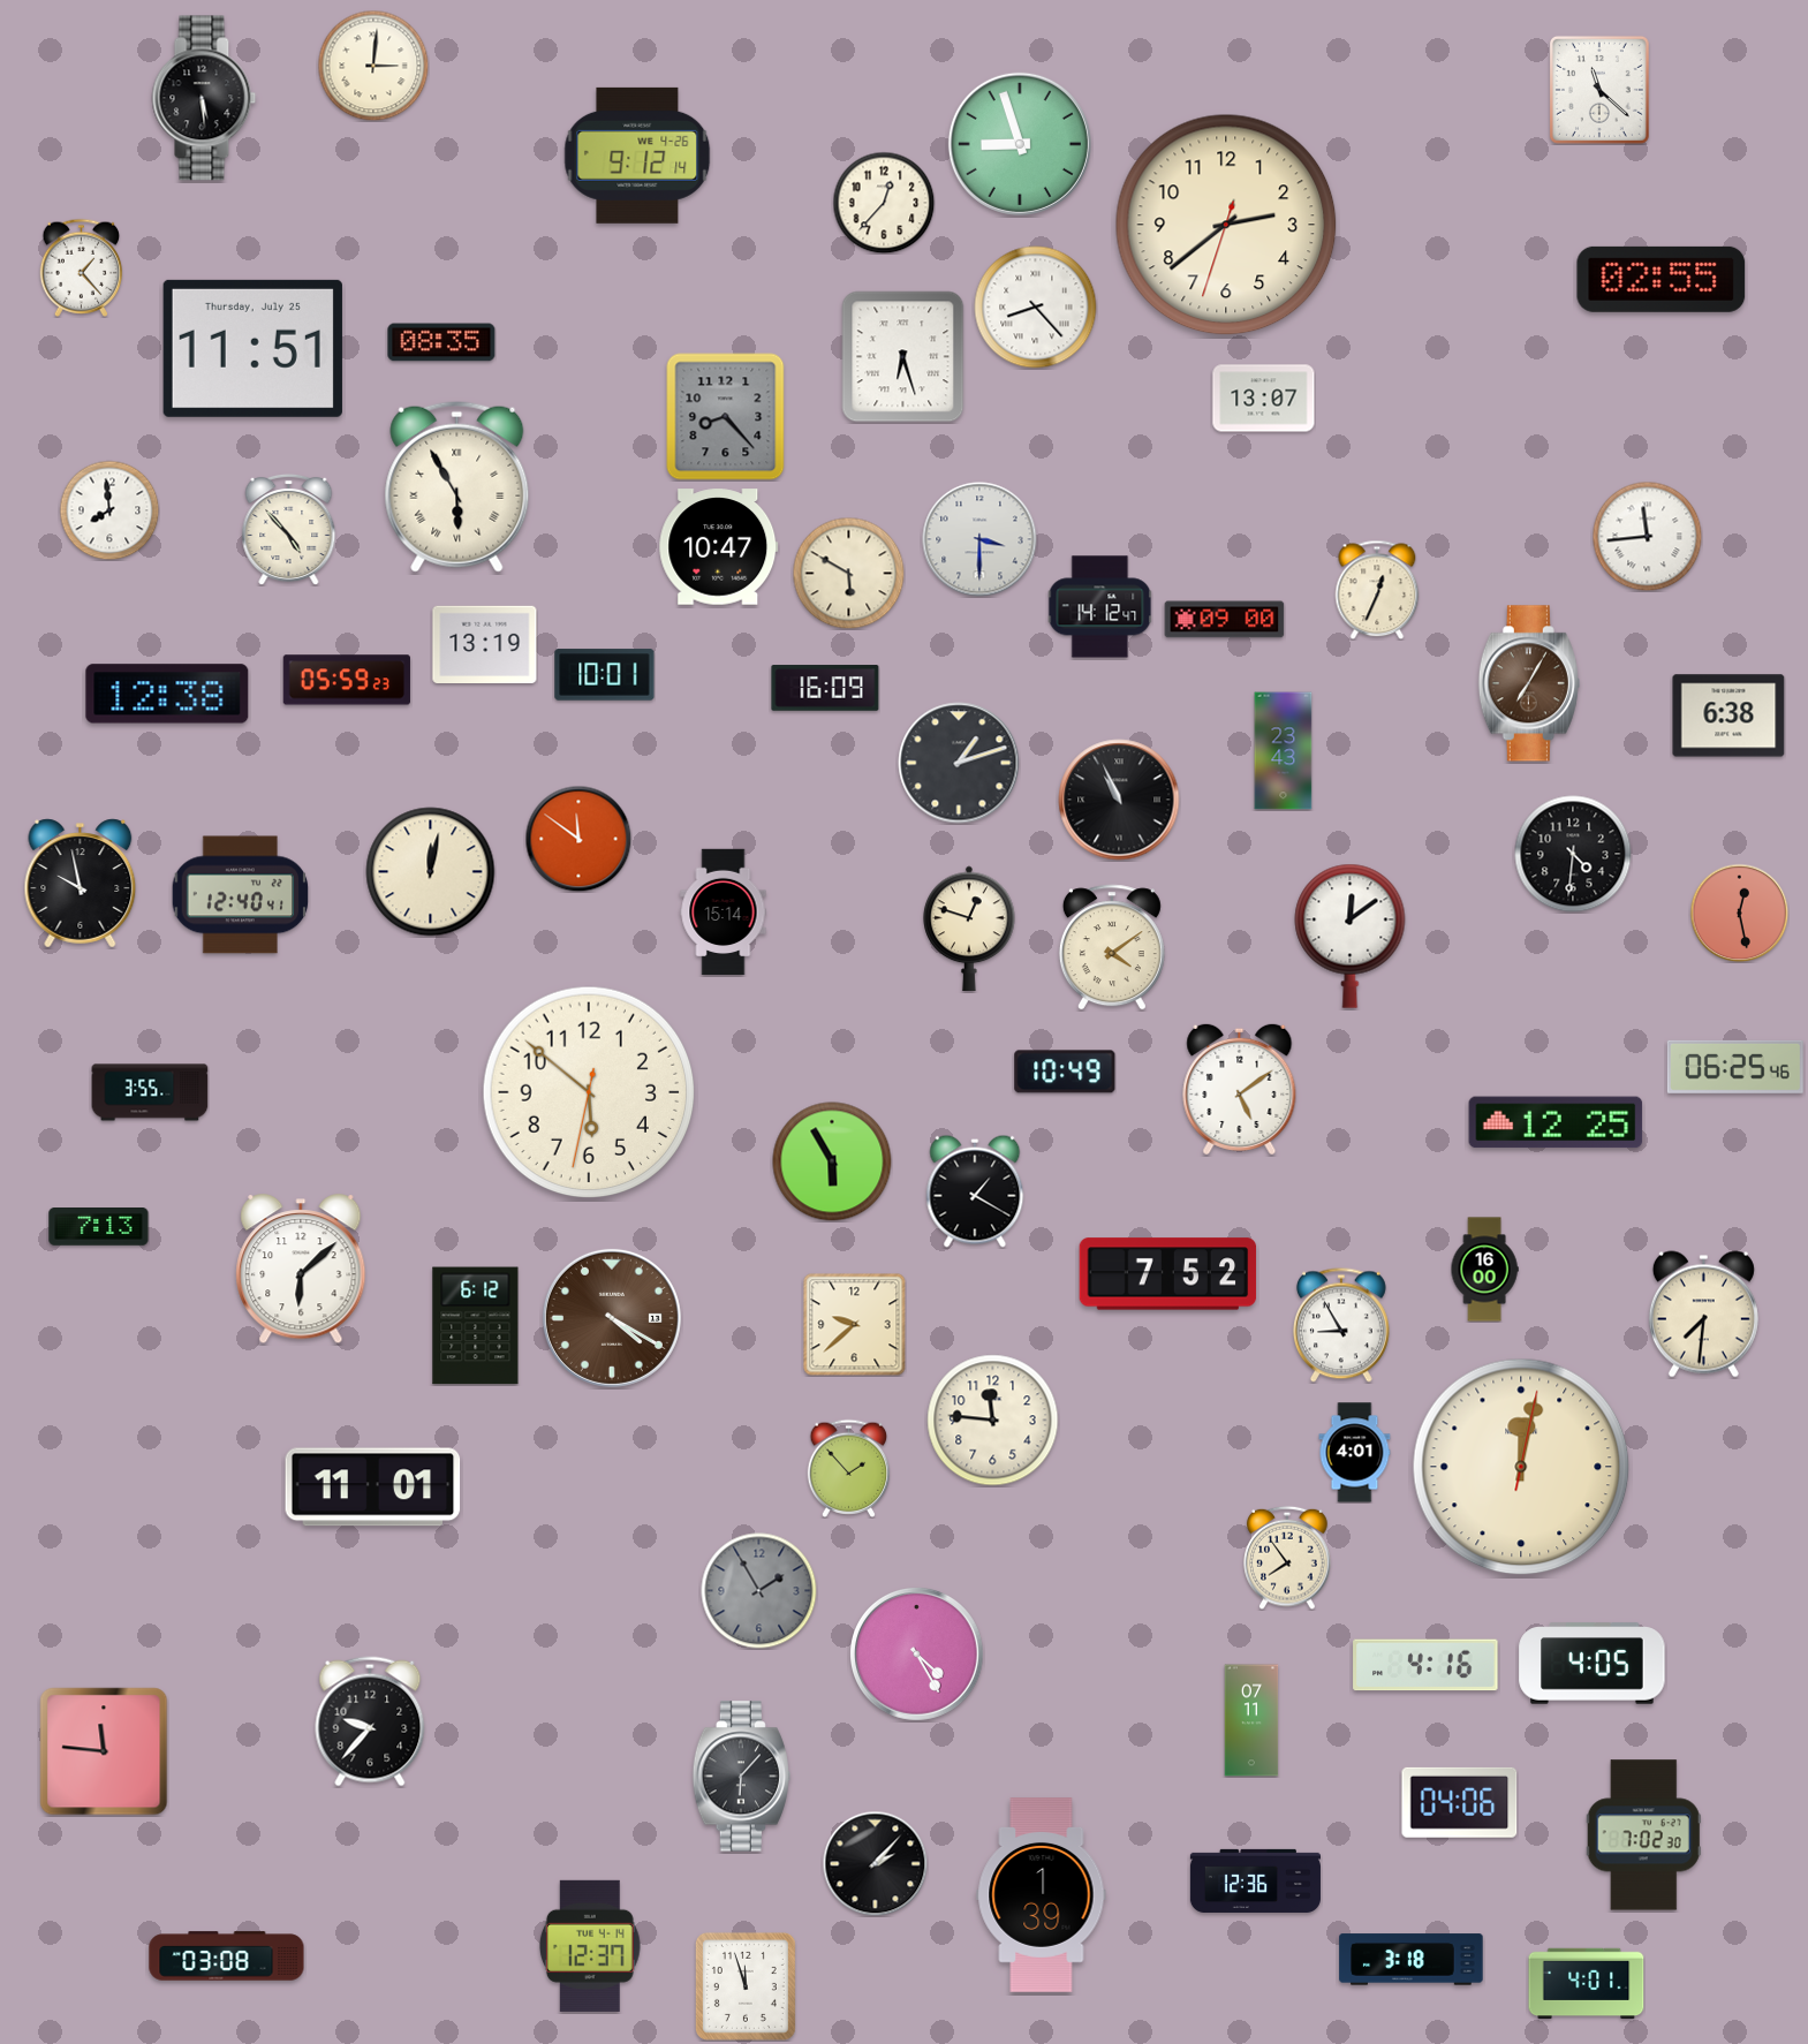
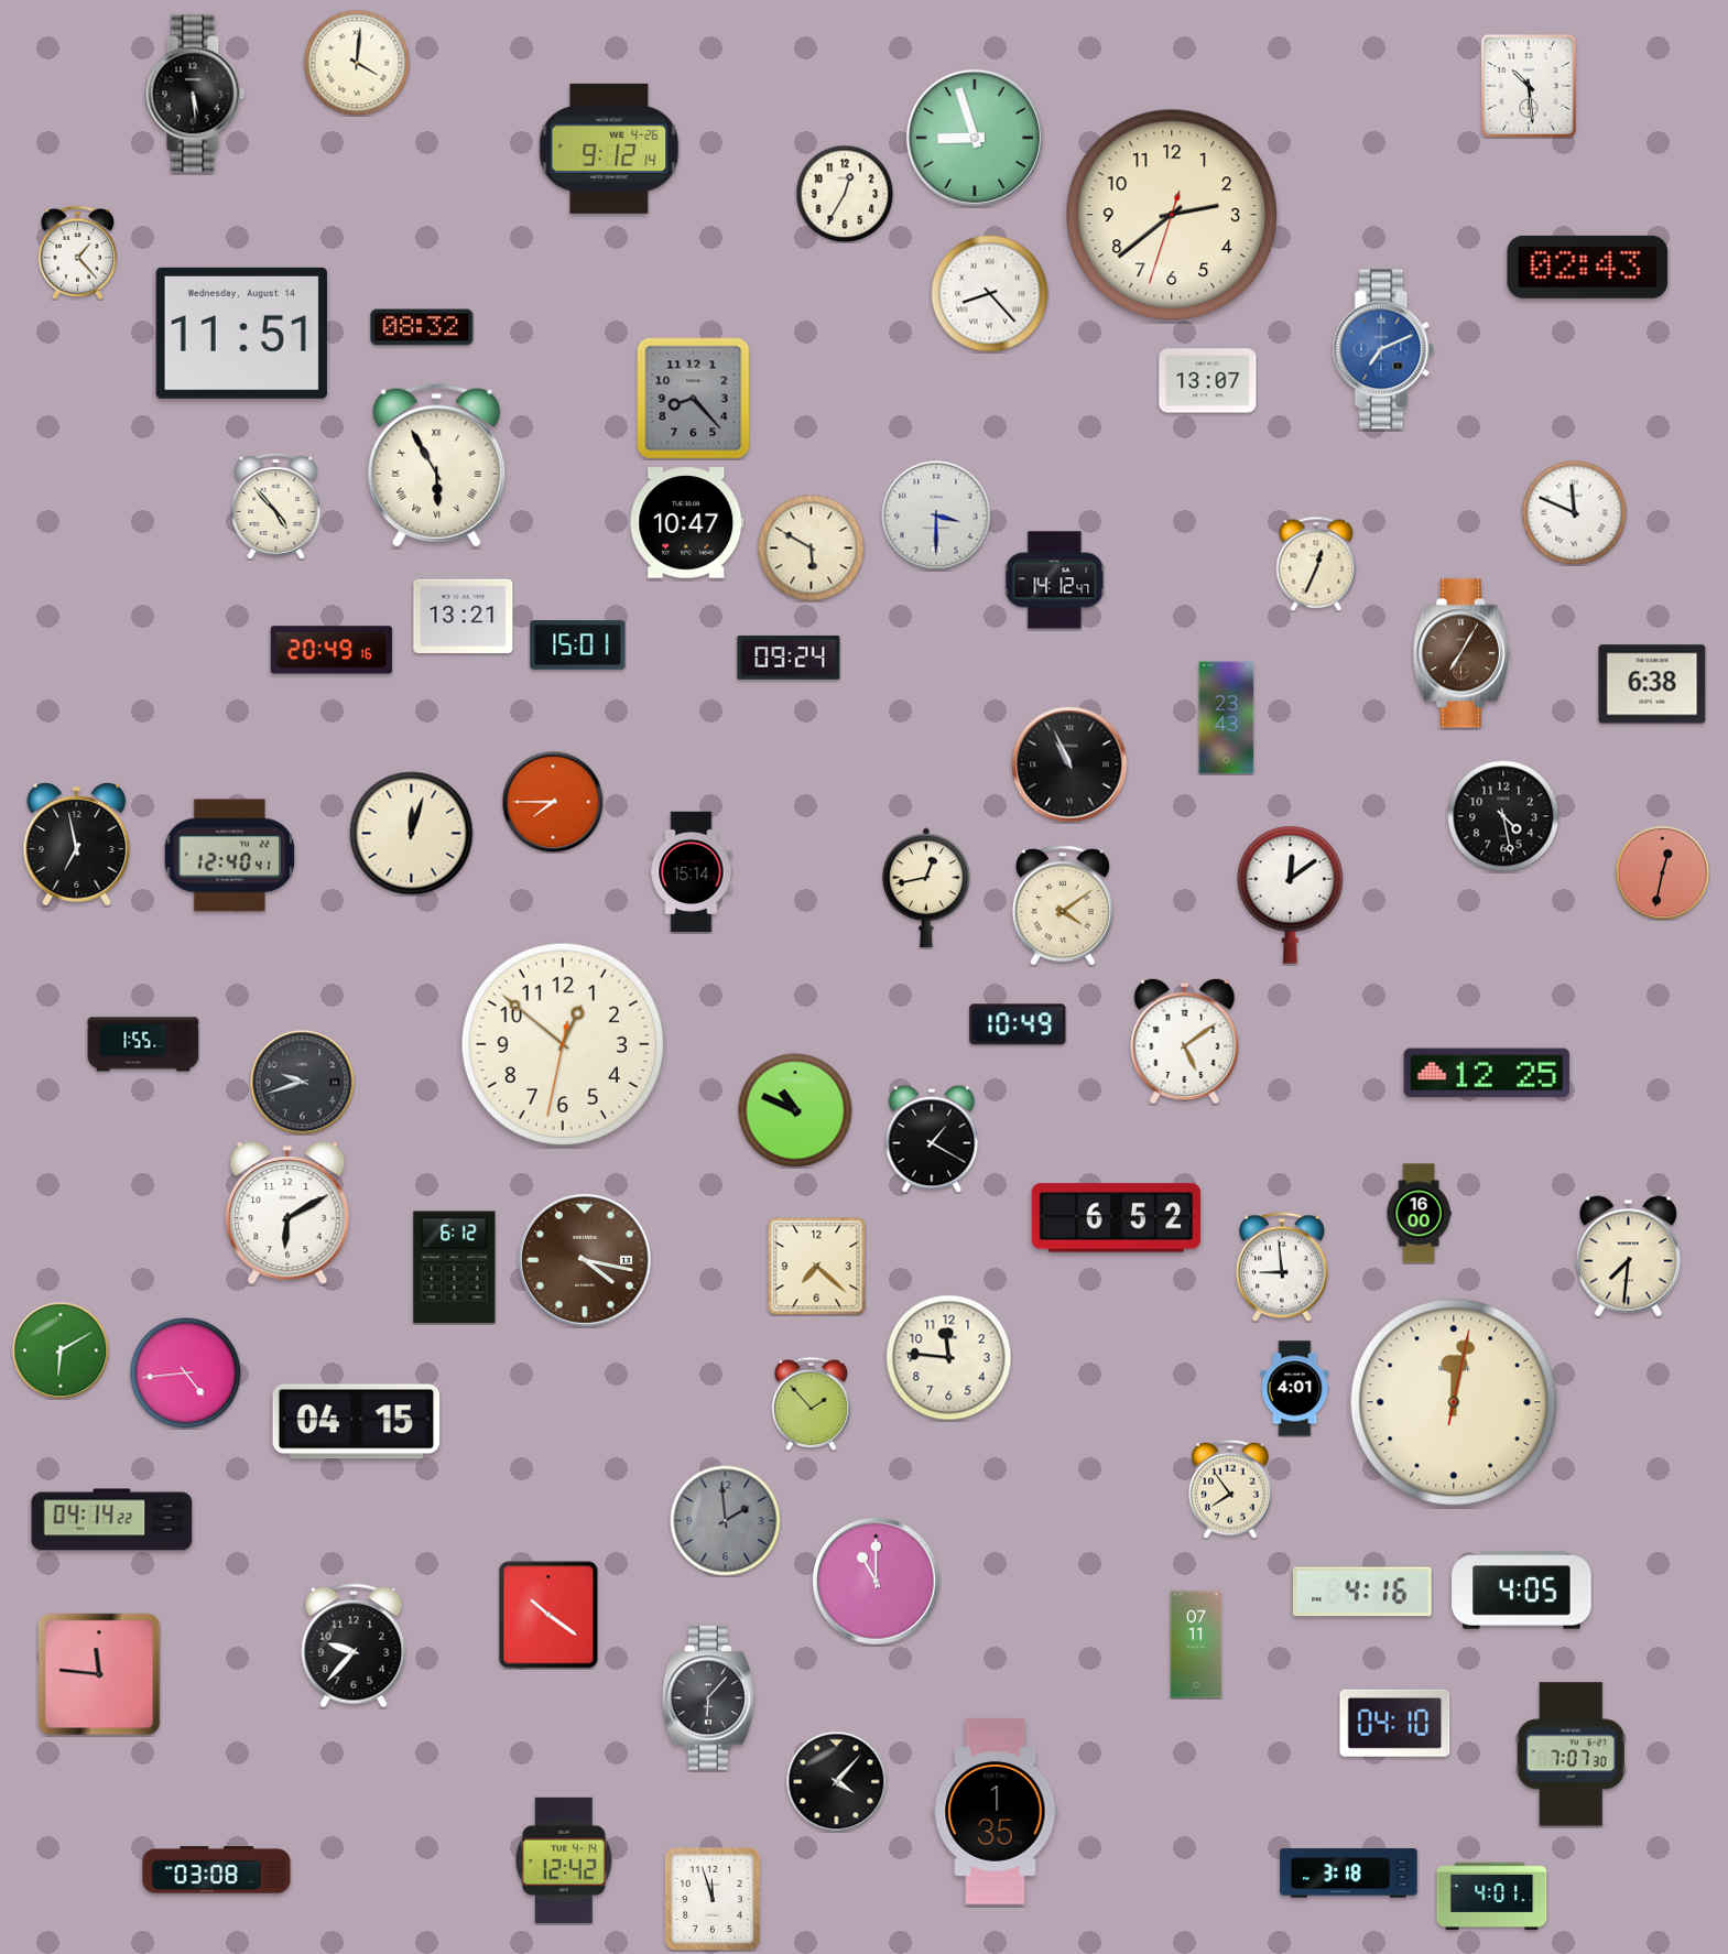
clock at (373, 66): 3:01 -> 4:01
clock at (1599, 90): 11:22 -> 10:29
clock at (884, 203): 12:37 -> 12:35
clock at (82, 267) position: (82, 267) -> (78, 252)
clock at (1662, 279): 02:55 -> 02:43
clock at (441, 342): 08:35 -> 08:32
clock at (252, 348) date: Thursday, July 25 -> Wednesday, August 14
clock at (903, 357): 6:27 -> none
clock at (1383, 349): none -> 7:11
clock at (109, 510): 7:59 -> none
clock at (1647, 536): 11:44 -> 11:49
clock at (1099, 607) position: (1099, 607) -> (1054, 580)
clock at (1225, 620): 09:00 -> none
clock at (485, 644): 13:19 -> 13:21
clock at (605, 675): 10:01 -> 15:01
clock at (347, 680): 05:59 -> 20:49
clock at (825, 688): 16:09 -> 09:24
clock at (167, 694): 12:38 -> none
clock at (959, 763): 1:12 -> none
clock at (578, 839): 11:51 -> 7:45
clock at (1573, 854): 4:31 -> 4:28
clock at (431, 872): 12:02 -> 12:03
clock at (81, 884): 9:58 -> 6:58
clock at (1739, 913): 12:28 -> 12:32
clock at (969, 929): 12:48 -> 12:43
clock at (1735, 1067): 06:25 -> none
clock at (150, 1092): 3:55 -> 1:55
clock at (589, 1092): 5:51 -> 12:51
clock at (302, 1082): none -> 9:42
clock at (832, 1161): 5:55 -> 10:49
clock at (99, 1227): 7:13 -> none
clock at (301, 1270): 6:08 -> 6:10
clock at (1168, 1274): 7:52 -> 6:52
clock at (612, 1318): 4:20 -> 4:17
clock at (854, 1324): 9:38 -> 7:22
clock at (1341, 1325): 8:55 -> 8:59
clock at (61, 1350): none -> 6:10
clock at (186, 1374): none -> 4:44
clock at (373, 1487): 11:01 -> 04:15
clock at (112, 1520): none -> 04:14
clock at (759, 1591): 1:55 -> 1:59
clock at (917, 1655): 4:25 -> 11:00
clock at (548, 1615): none -> 10:21
clock at (1460, 1802): 04:06 -> 04:10
clock at (1643, 1835): 7:02 -> 7:07
clock at (875, 1863): 2:07 -> 4:07
clock at (1255, 1880): 12:36 -> none
clock at (1042, 1895): 1:39 -> 1:35
clock at (590, 1946): 12:37 -> 12:42
clock at (1587, 1984) position: (1587, 1984) -> (1492, 1897)
